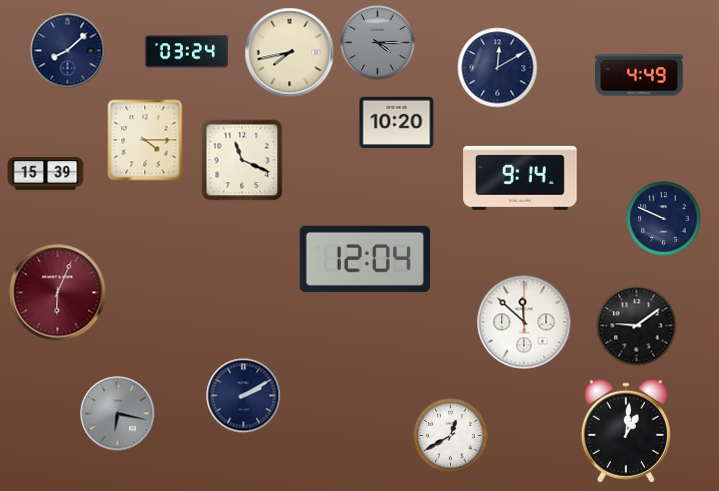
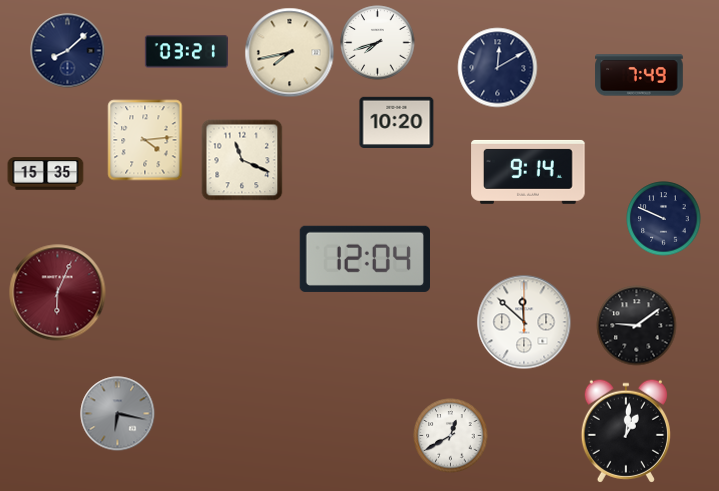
clock at (378, 43): 4:15 -> 7:42
clock at (378, 43) dial: grey -> white
clock at (186, 52): 03:24 -> 03:21
clock at (639, 75): 4:49 -> 7:49
clock at (145, 140): 4:15 -> 4:14
clock at (46, 174): 15:39 -> 15:35
clock at (520, 178) position: (520, 178) -> (528, 172)
clock at (244, 396): 2:10 -> none
